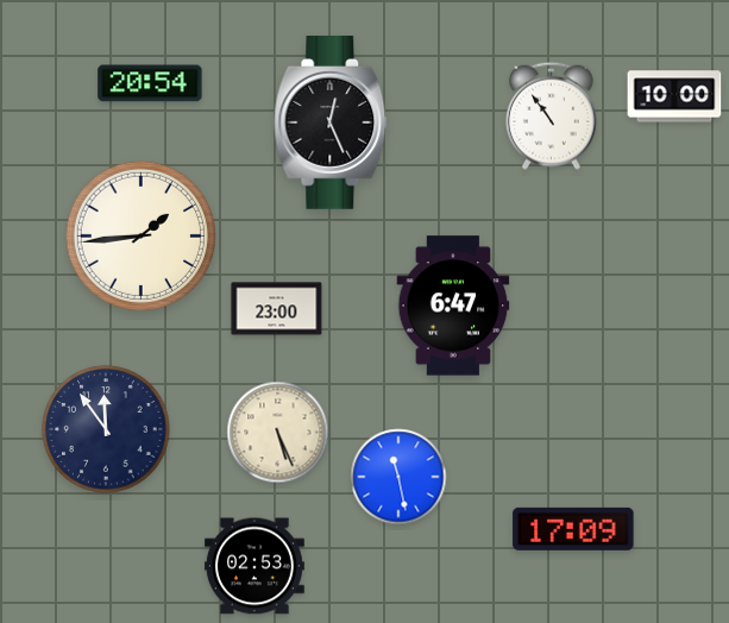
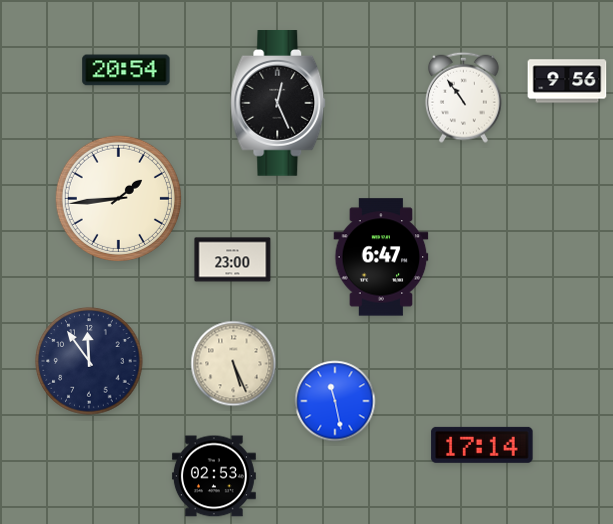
clock at (674, 96): 10:00 -> 9:56
clock at (573, 529): 17:09 -> 17:14
